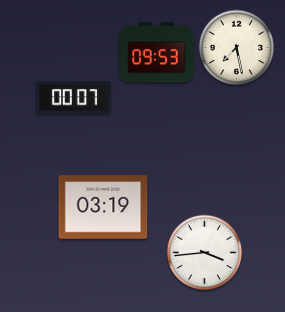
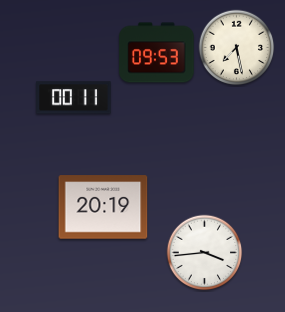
clock at (74, 98): 00:07 -> 00:11
clock at (103, 207): 03:19 -> 20:19
